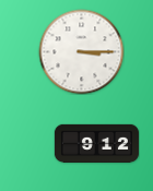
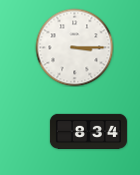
clock at (96, 143): 9:12 -> 8:34
